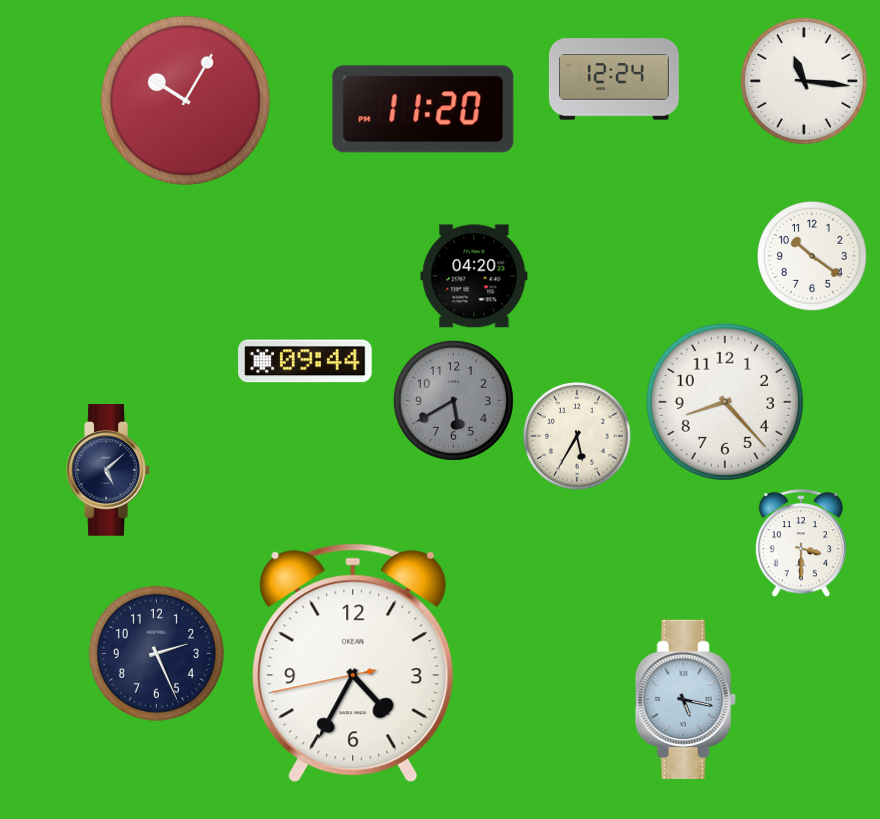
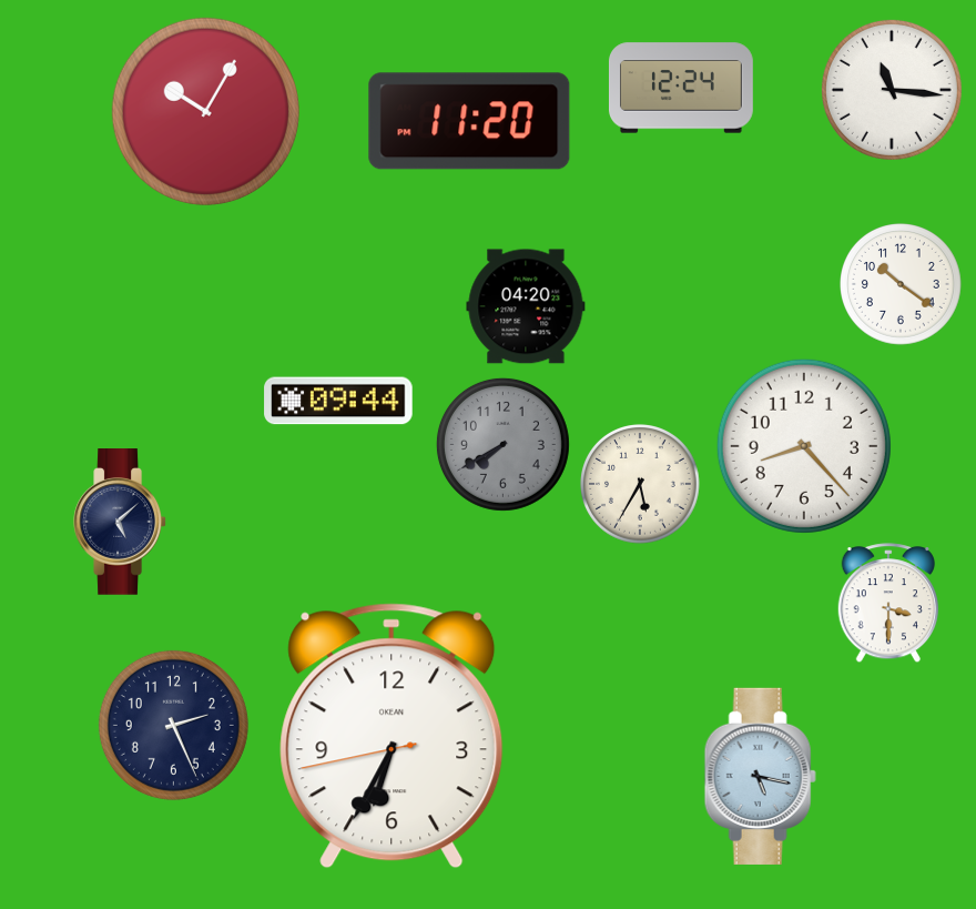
clock at (453, 400): 5:40 -> 7:40
clock at (353, 663): 4:34 -> 6:34
